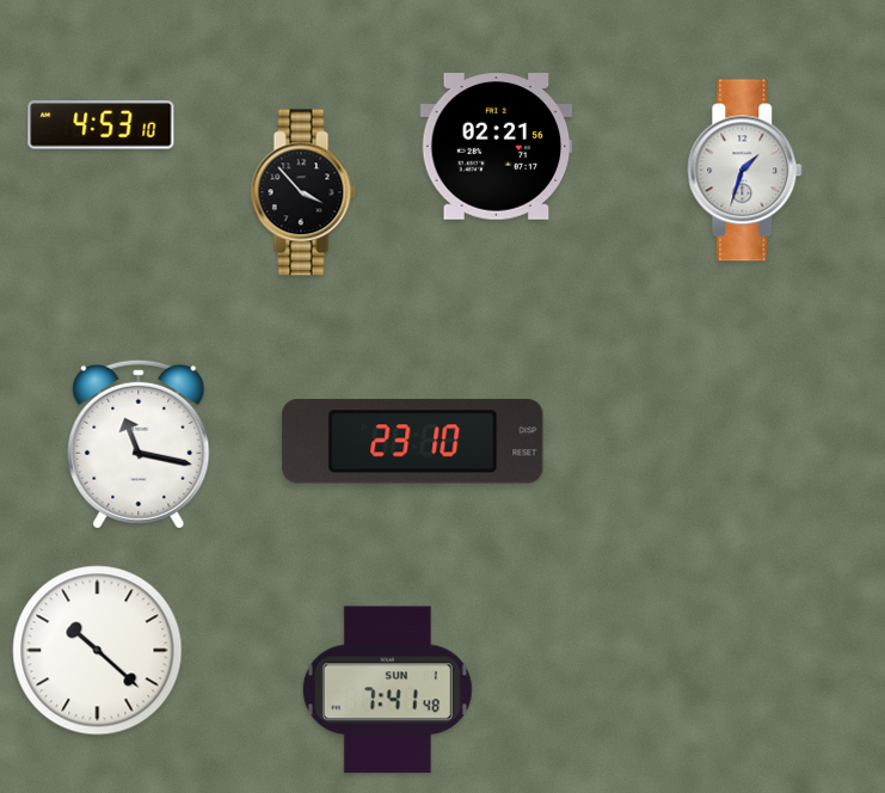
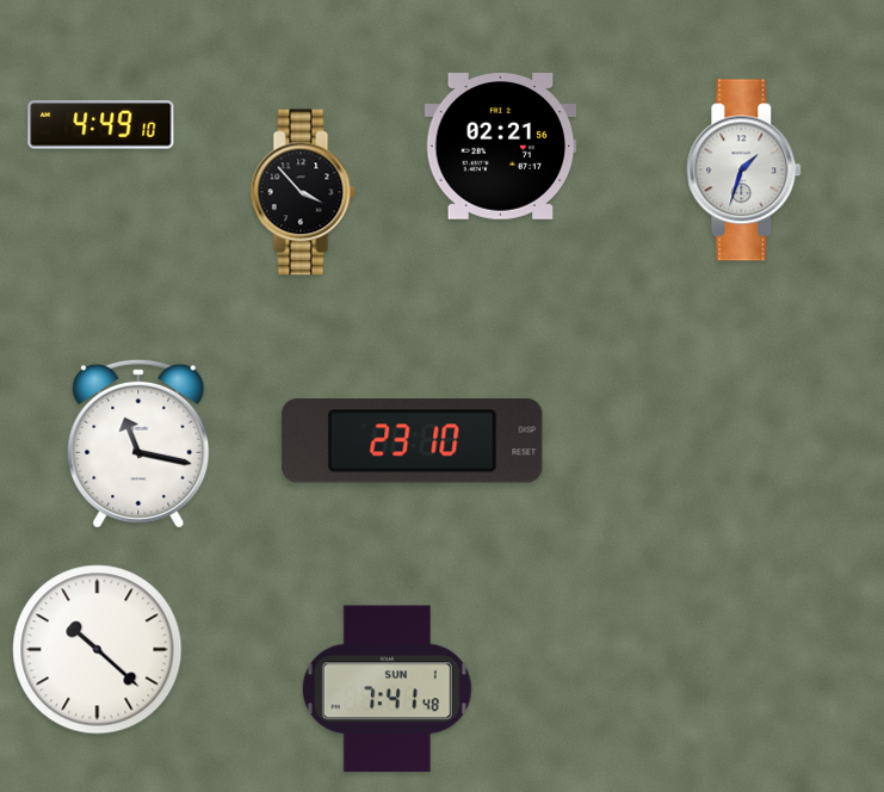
clock at (102, 125): 4:53 -> 4:49
clock at (497, 147) position: (497, 147) -> (501, 147)
